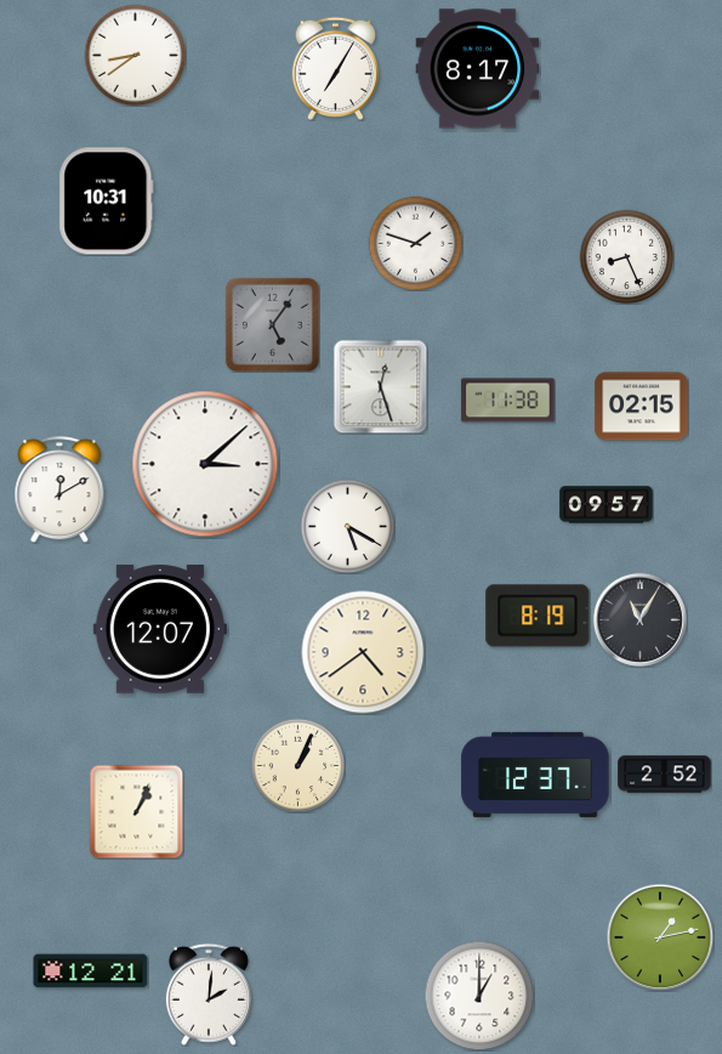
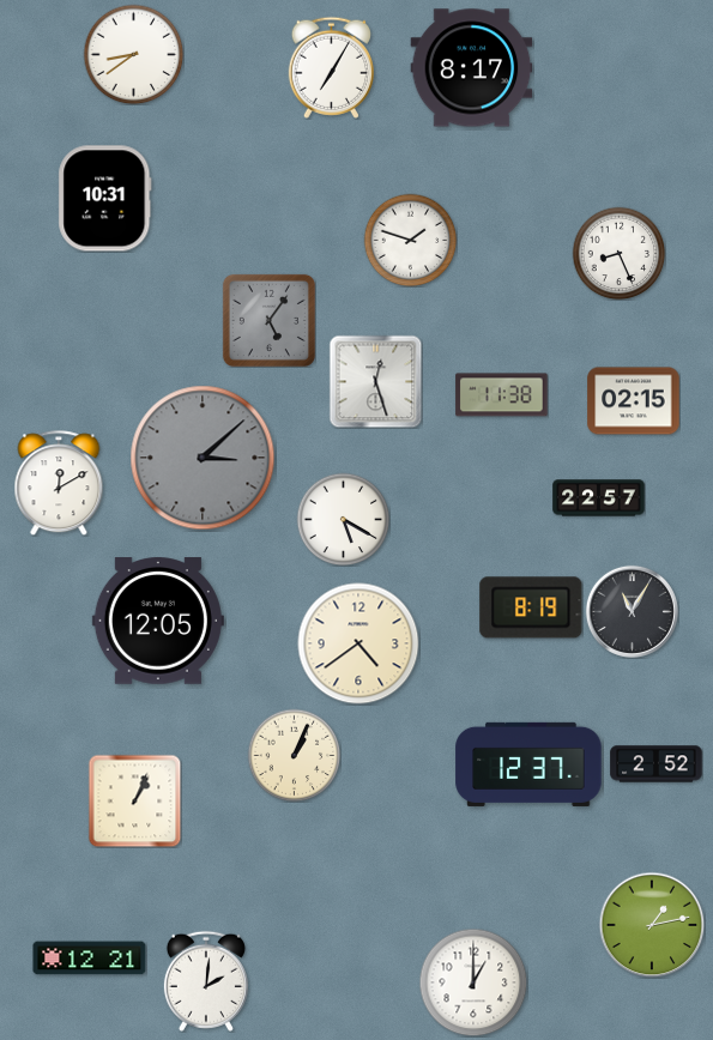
clock at (205, 464) dial: white -> grey
clock at (607, 505): 09:57 -> 22:57
clock at (160, 629): 12:07 -> 12:05
